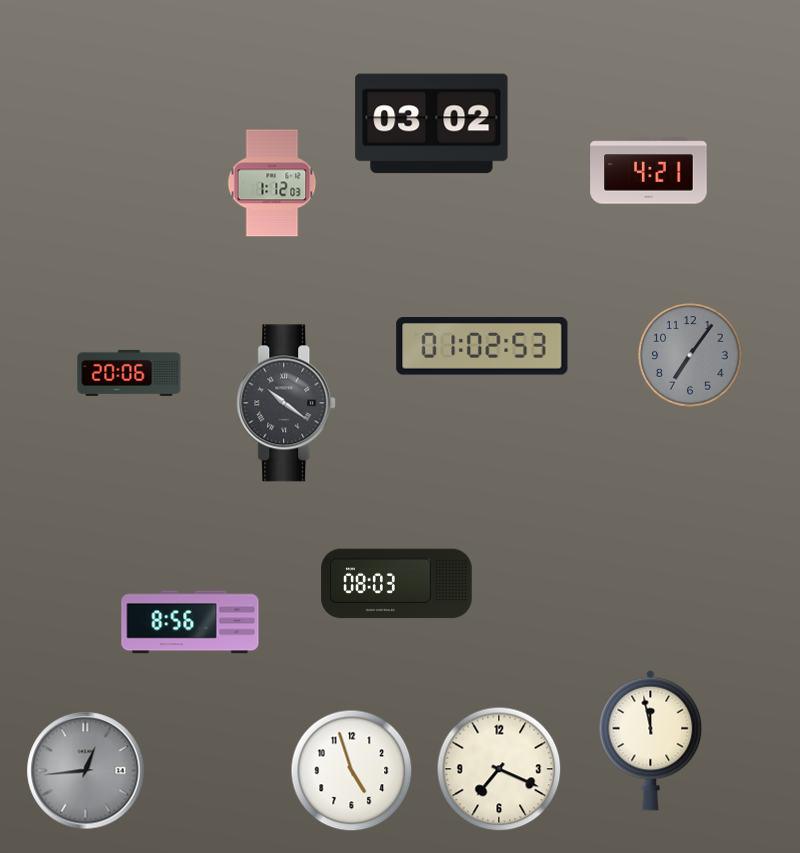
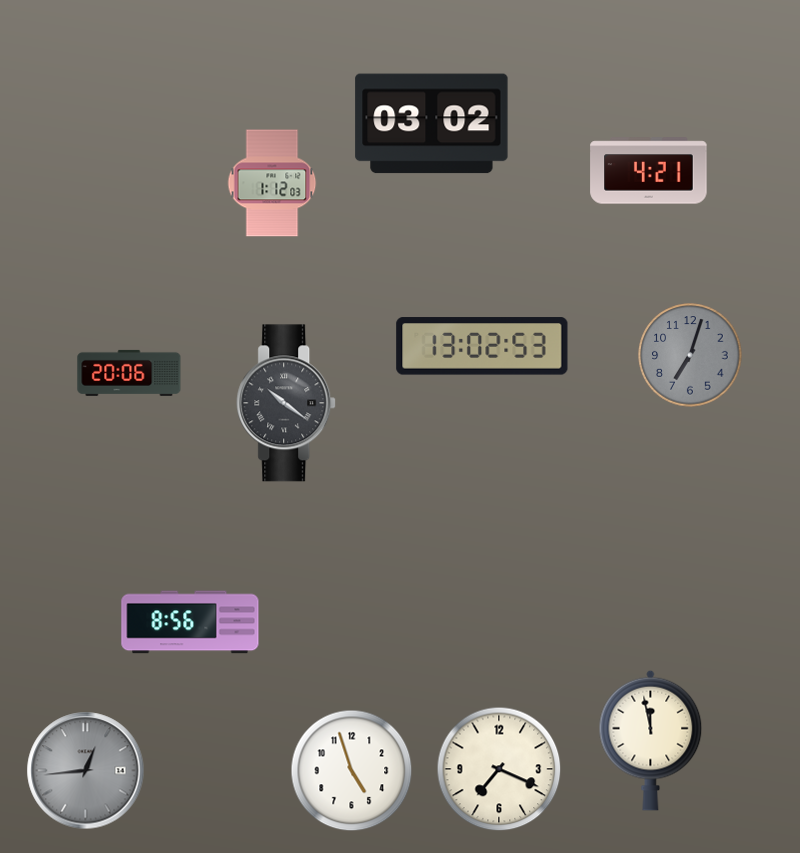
clock at (482, 346): 01:02 -> 13:02
clock at (690, 355): 7:06 -> 7:03
clock at (397, 584): 08:03 -> none
